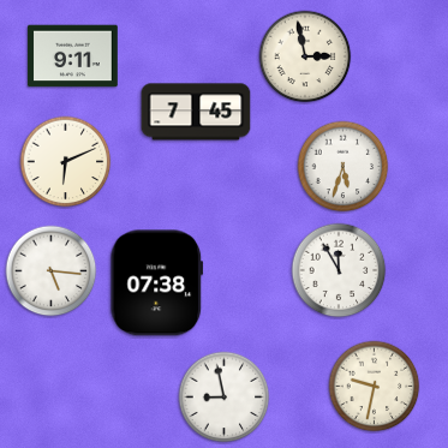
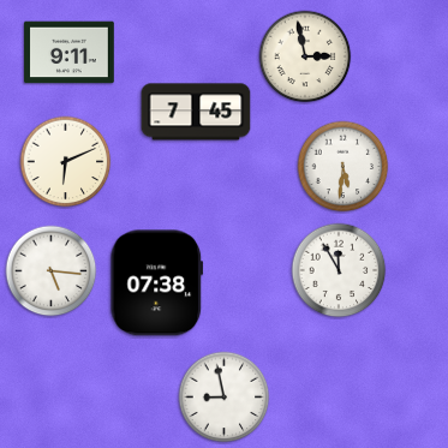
clock at (73, 56) position: (73, 56) -> (70, 53)
clock at (344, 167): 5:33 -> 5:31
clock at (375, 387): 9:32 -> none
